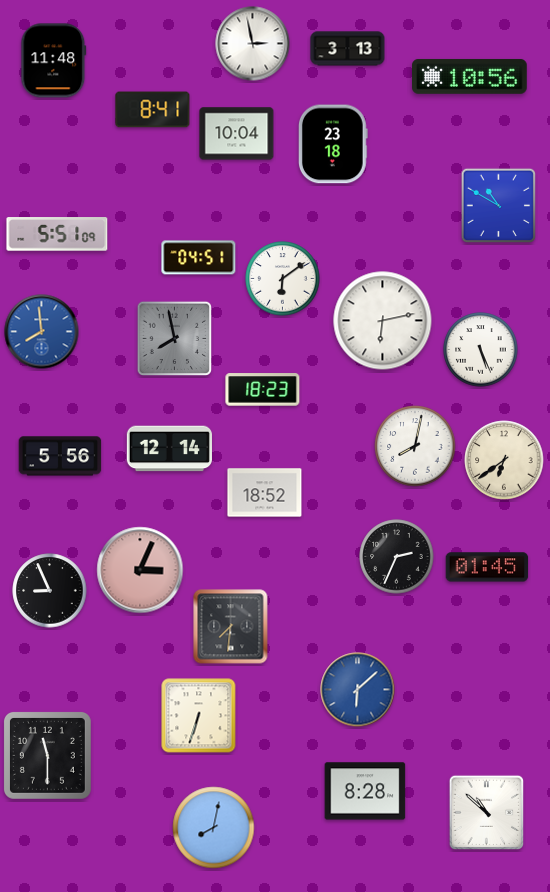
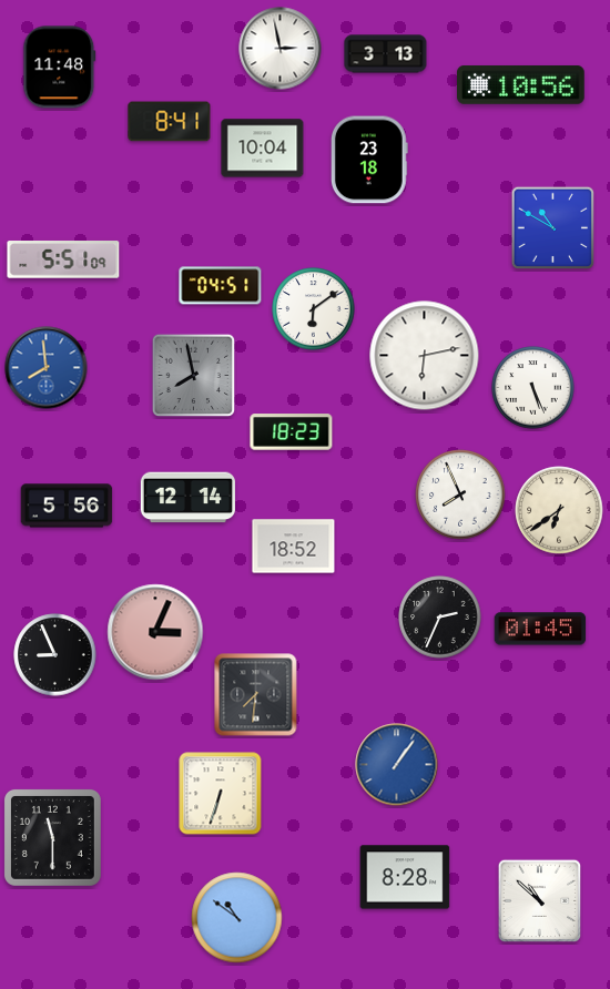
clock at (415, 446): 8:02 -> 7:56
clock at (358, 690): 6:08 -> 1:06
clock at (214, 828): 8:02 -> 10:51
